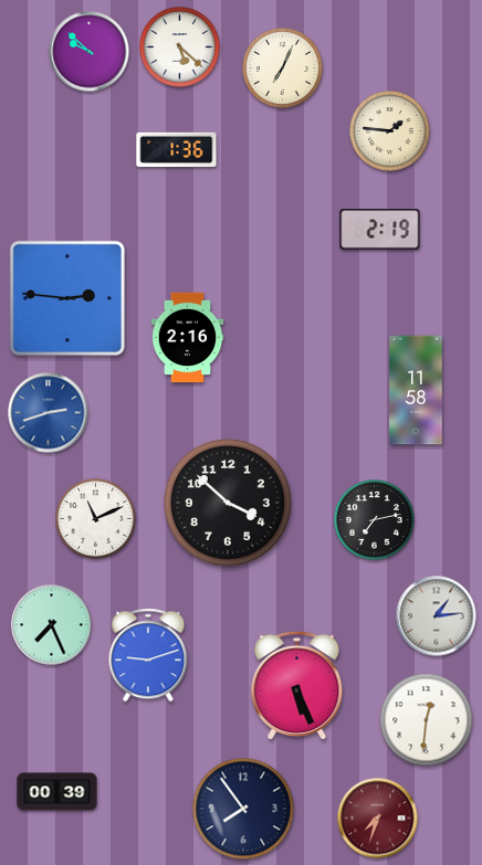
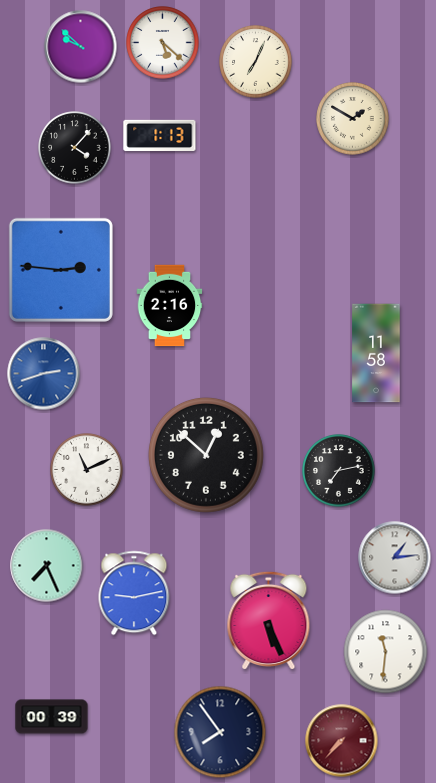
clock at (390, 131): 1:46 -> 1:50
clock at (177, 150): 1:36 -> 1:13
clock at (75, 148): none -> 4:07
clock at (380, 230): 2:19 -> none
clock at (228, 503): 3:52 -> 12:52
clock at (148, 655): 9:12 -> 9:13
clock at (427, 720): 12:31 -> 11:31
clock at (378, 819): 7:33 -> 7:37
